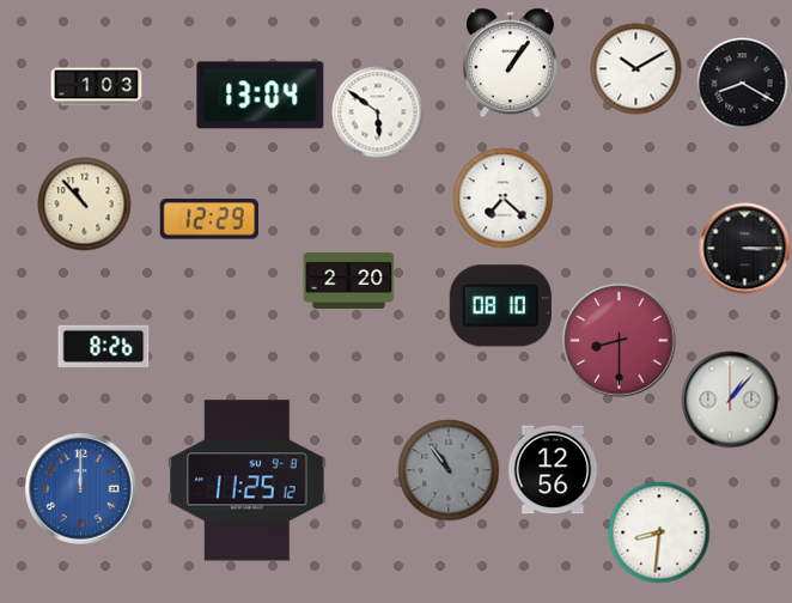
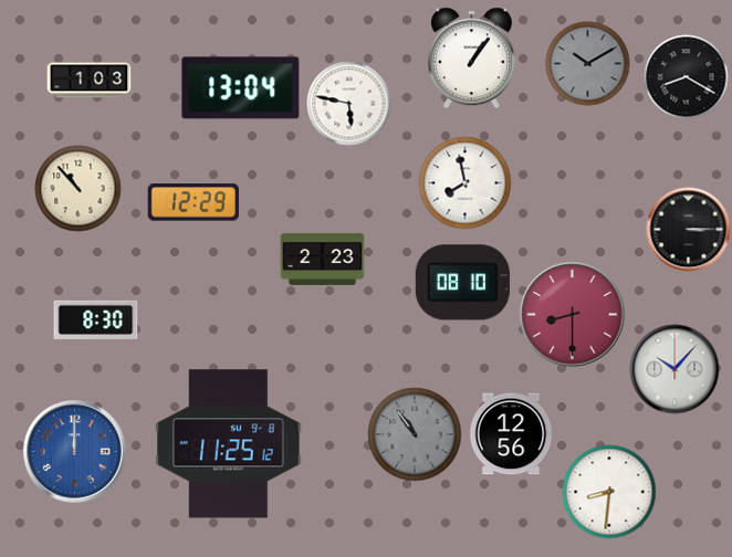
clock at (636, 69) dial: white -> grey
clock at (378, 112): 5:51 -> 5:47
clock at (504, 199): 7:22 -> 7:58
clock at (349, 280): 2:20 -> 2:23
clock at (104, 346): 8:26 -> 8:30
clock at (730, 400): 1:07 -> 10:07
